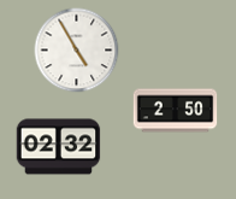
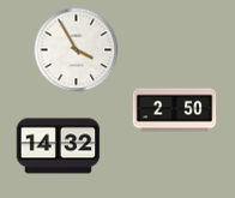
clock at (77, 51): 4:55 -> 3:55
clock at (59, 147): 02:32 -> 14:32
